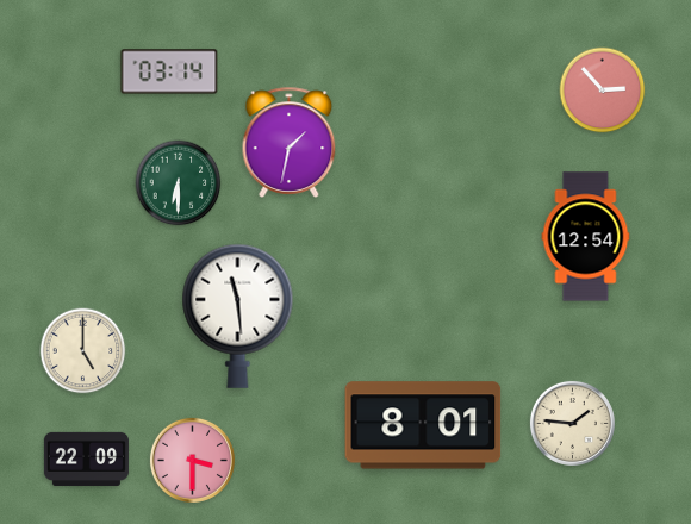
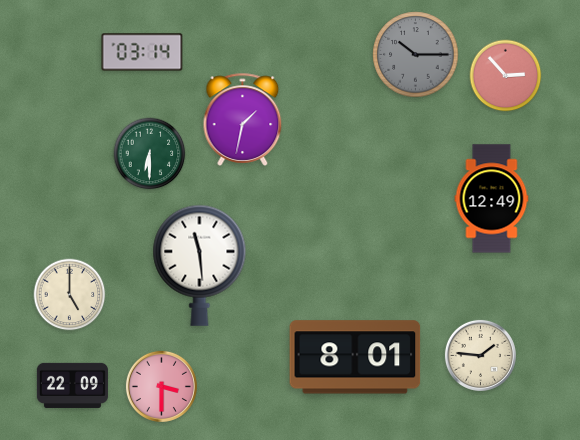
clock at (416, 55): none -> 10:15
clock at (169, 71) position: (169, 71) -> (142, 52)
clock at (586, 237): 12:54 -> 12:49
